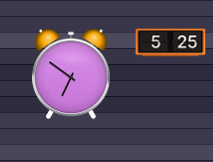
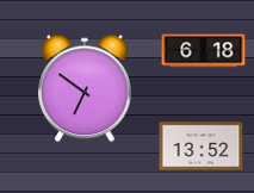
clock at (171, 43): 5:25 -> 6:18
clock at (202, 147): none -> 13:52
